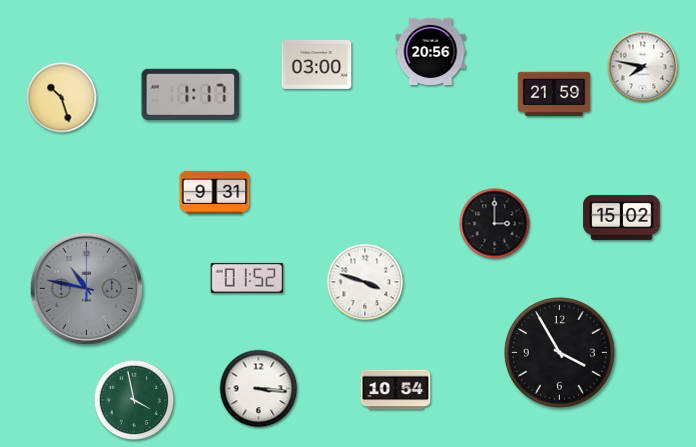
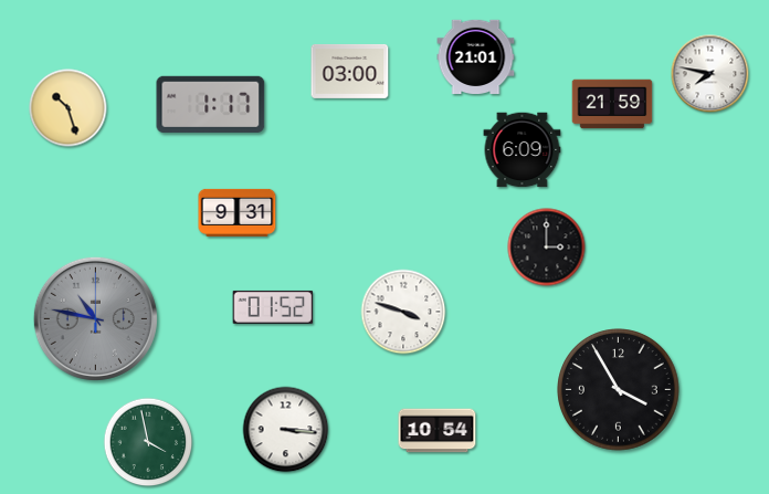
clock at (431, 51): 20:56 -> 21:01
clock at (523, 150): none -> 6:09
clock at (622, 217): 15:02 -> none
